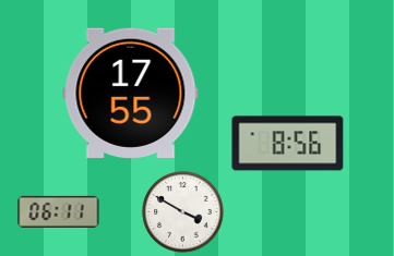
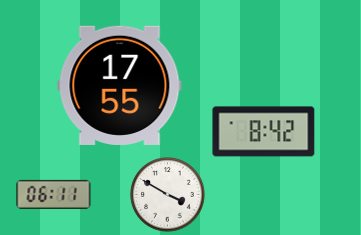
clock at (288, 144): 8:56 -> 8:42
